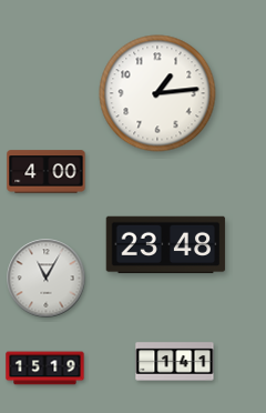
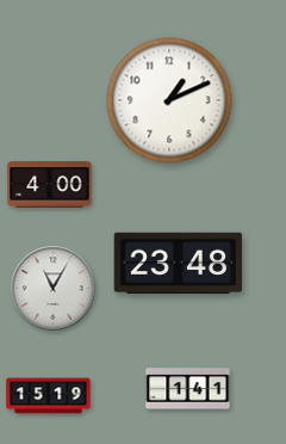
clock at (157, 93): 1:14 -> 1:11
clock at (47, 279) position: (47, 279) -> (54, 289)
